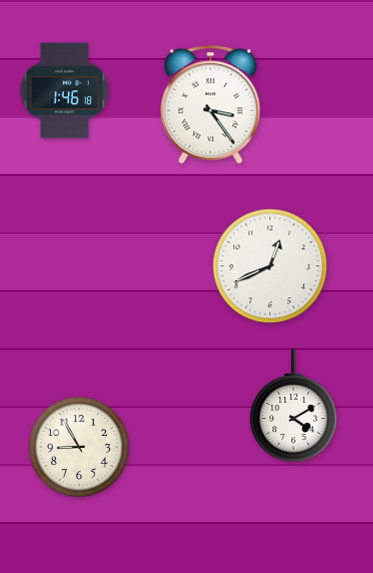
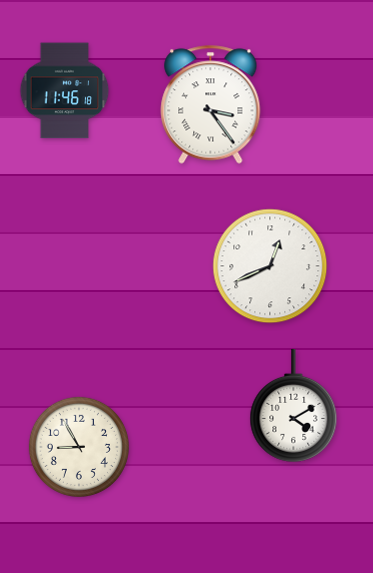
clock at (65, 91): 1:46 -> 11:46
